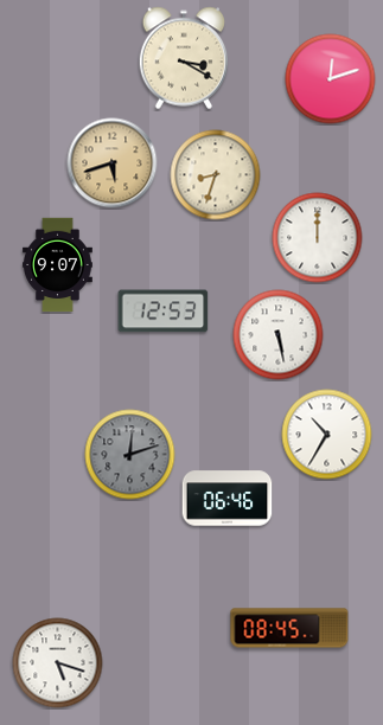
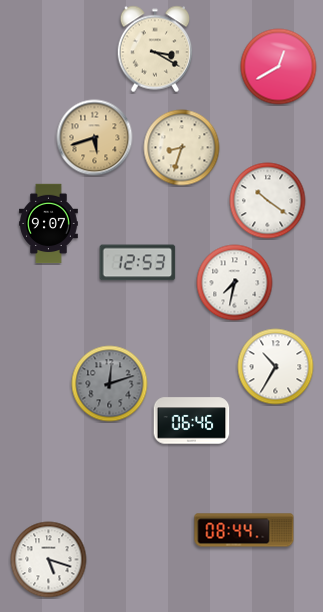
clock at (331, 79): 12:12 -> 12:40
clock at (318, 238): 12:00 -> 10:21
clock at (279, 335): 5:28 -> 7:32
clock at (289, 628): 08:45 -> 08:44
